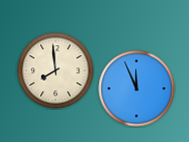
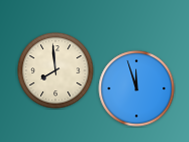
clock at (137, 89): 11:56 -> 11:57
